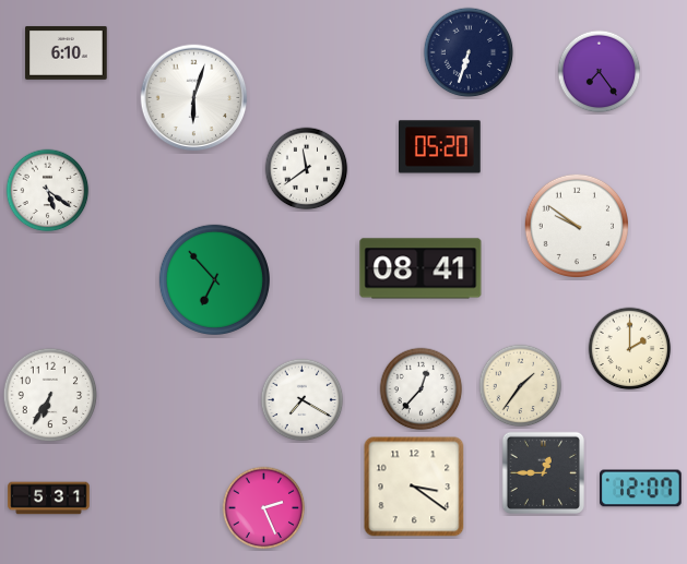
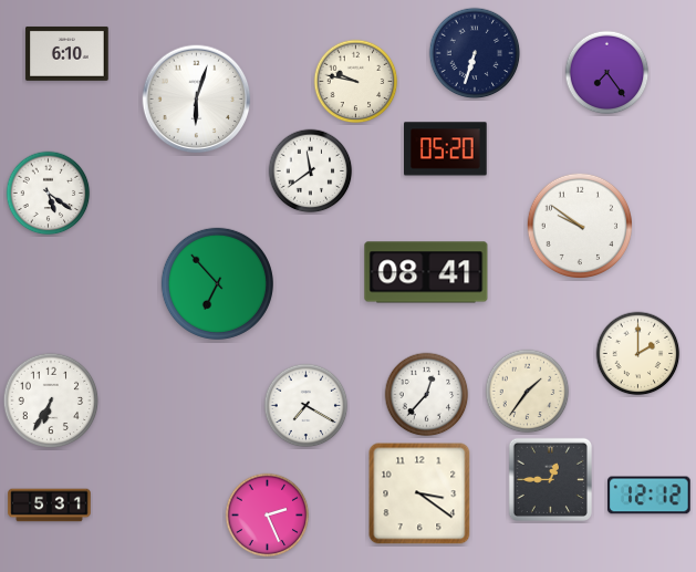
clock at (356, 82): none -> 9:47
clock at (576, 225) position: (576, 225) -> (579, 225)
clock at (641, 489): 12:07 -> 12:12
